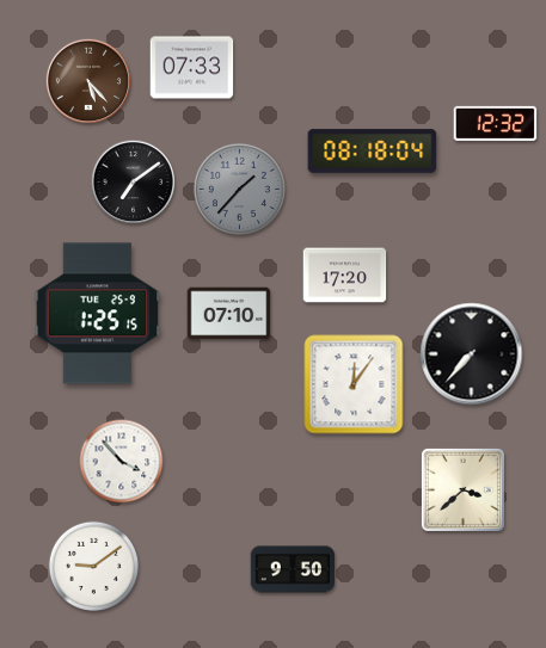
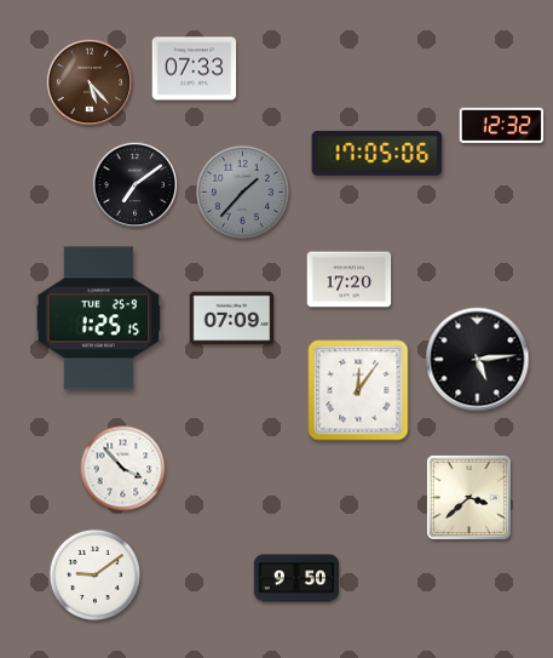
clock at (373, 152): 08:18 -> 17:05
clock at (229, 314): 07:10 -> 07:09
clock at (472, 354): 7:37 -> 5:14
